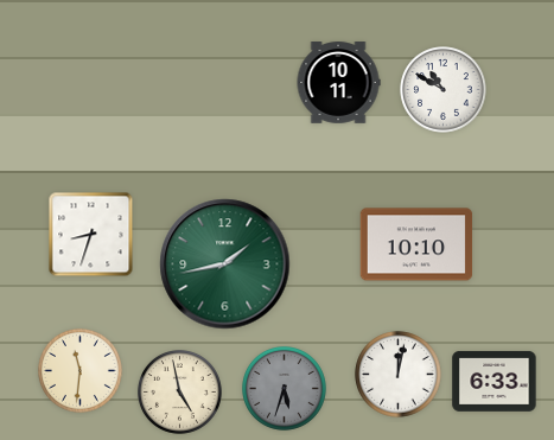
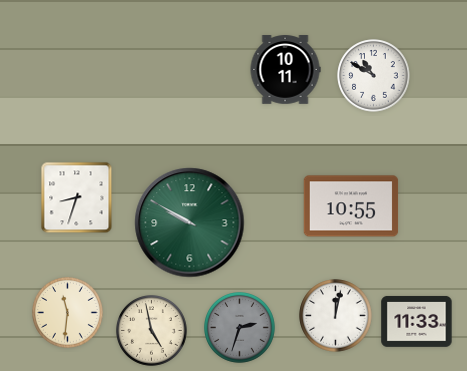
clock at (416, 244): 10:10 -> 10:55
clock at (225, 264): 1:43 -> 9:50
clock at (495, 381): 6:33 -> 11:33
clock at (285, 389): 5:33 -> 2:33
